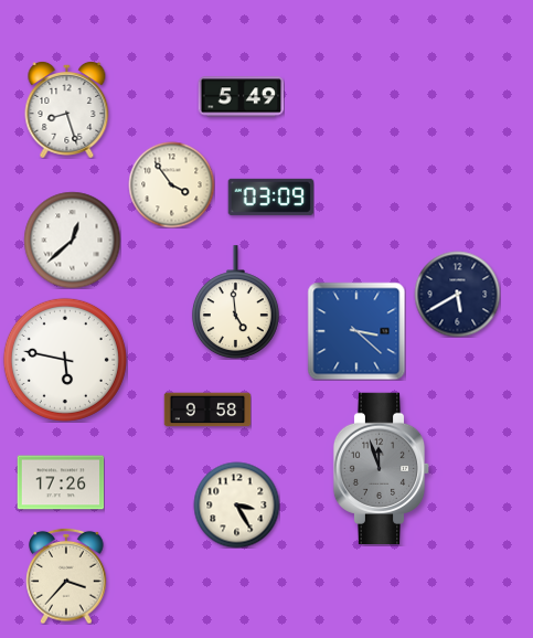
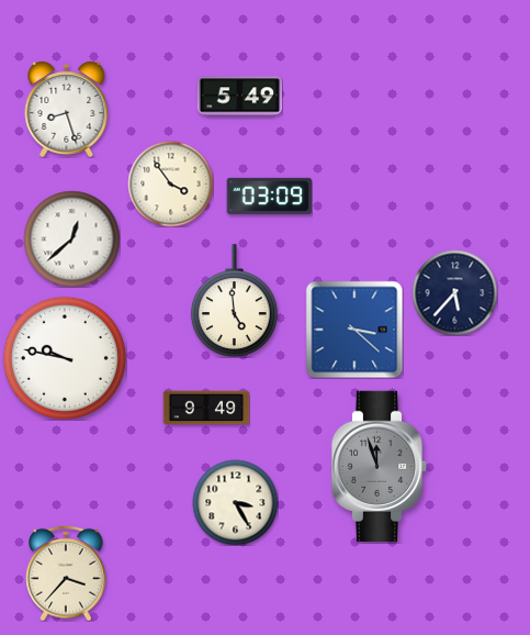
clock at (457, 294): 5:40 -> 5:37
clock at (65, 360): 5:47 -> 9:47
clock at (207, 410): 9:58 -> 9:49
clock at (61, 482): 17:26 -> none
